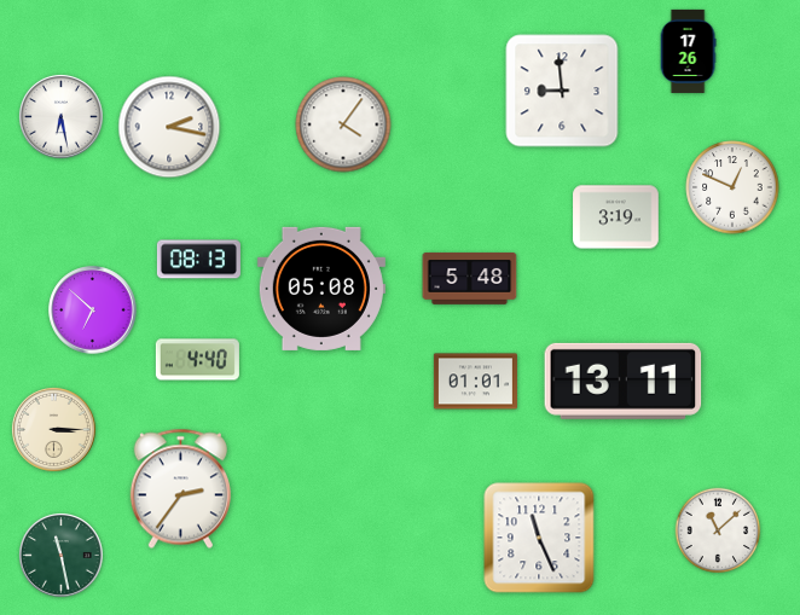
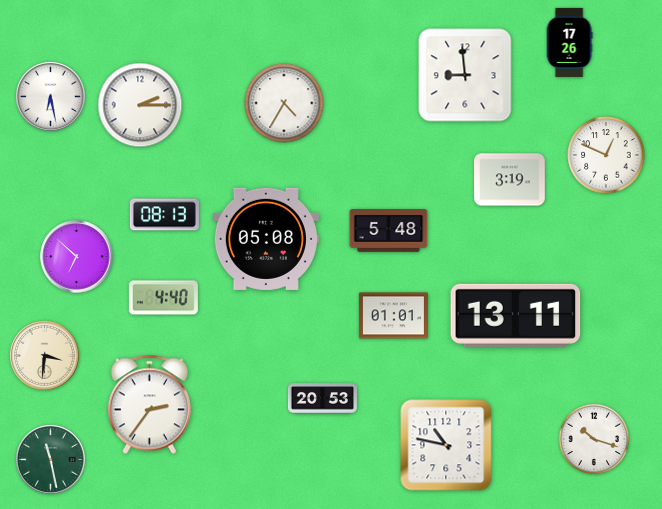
clock at (343, 124): 4:06 -> 4:35
clock at (169, 127): 2:17 -> 2:15
clock at (53, 429): 3:15 -> 3:31
clock at (322, 399): none -> 20:53
clock at (718, 530): 11:08 -> 10:18
clock at (539, 538): 11:26 -> 10:47
